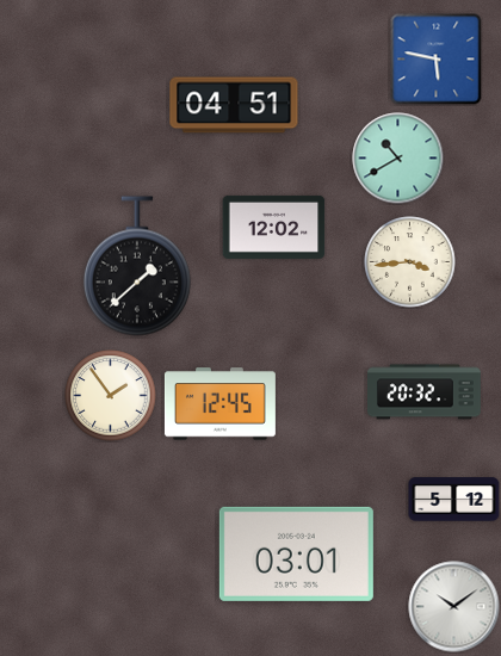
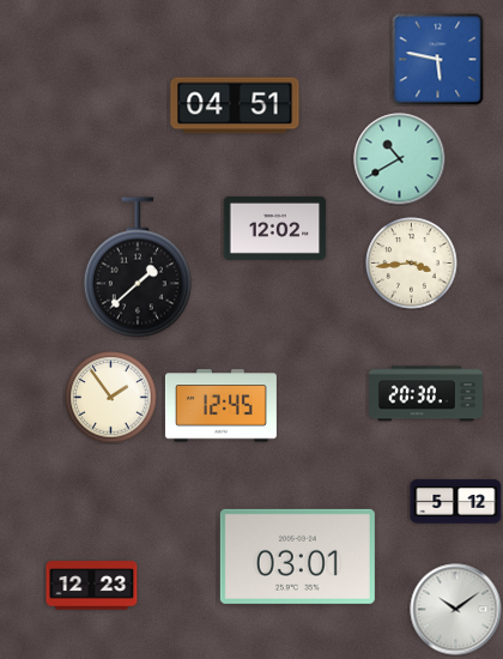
clock at (425, 392): 20:32 -> 20:30
clock at (92, 586): none -> 12:23
